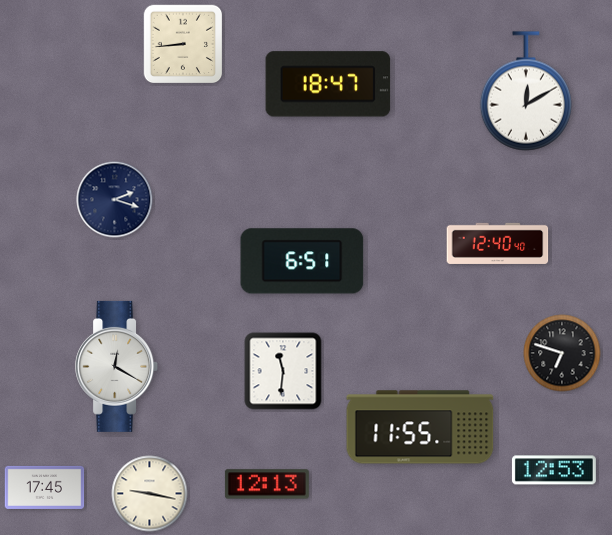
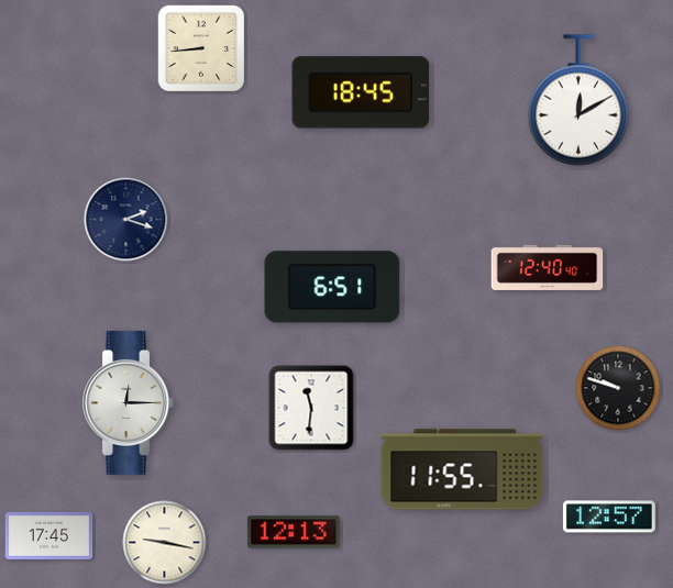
clock at (328, 84): 18:47 -> 18:45
clock at (562, 353): 6:48 -> 9:48
clock at (117, 366): 12:20 -> 12:15
clock at (554, 470): 12:53 -> 12:57
